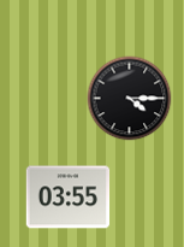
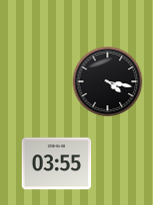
clock at (130, 99): 4:15 -> 4:17
